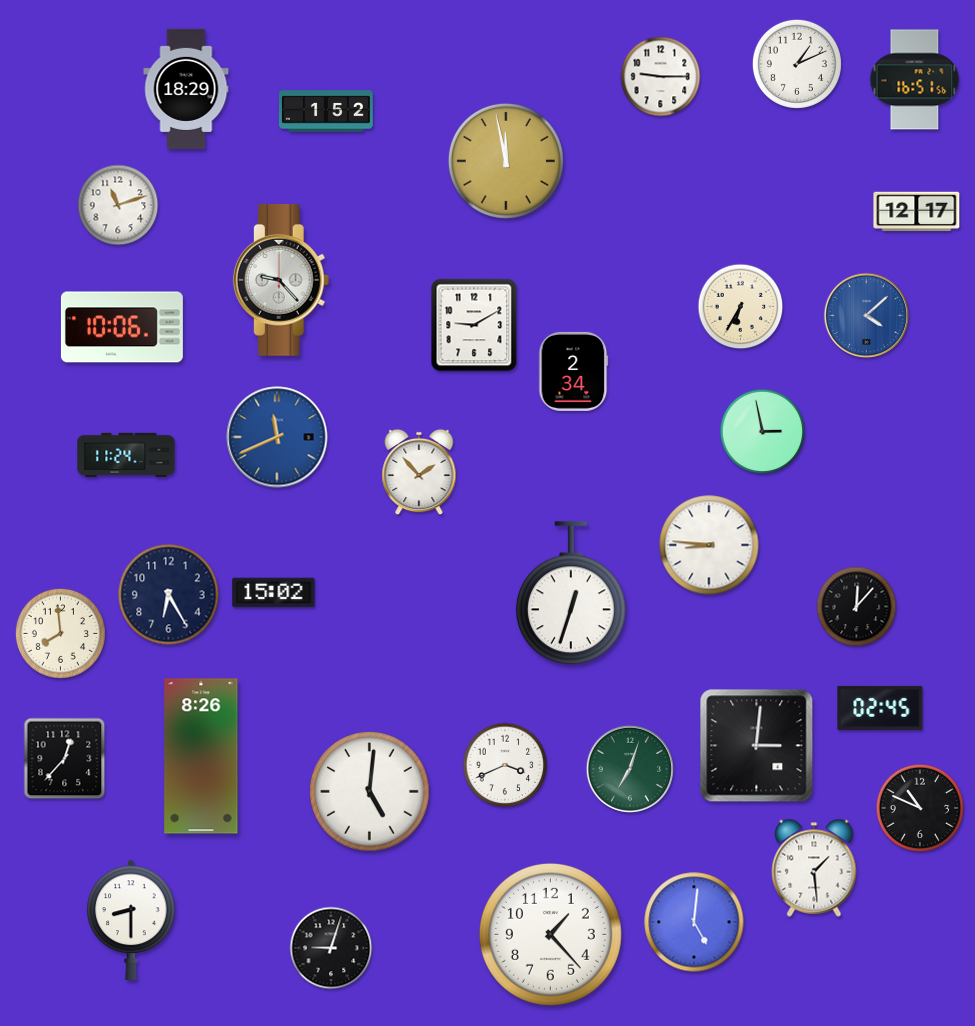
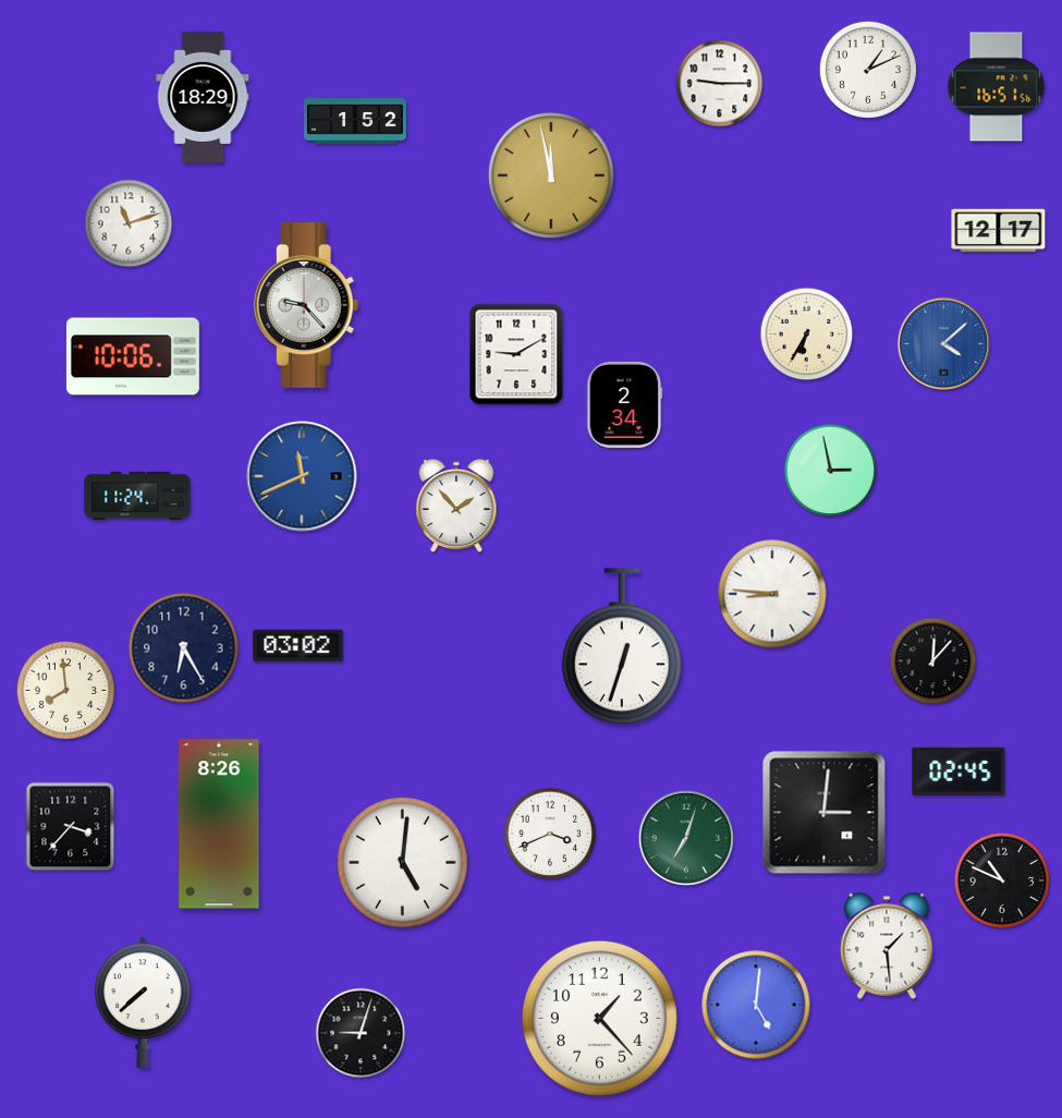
clock at (419, 472) position: (419, 472) -> (456, 506)
clock at (274, 593): 15:02 -> 03:02
clock at (65, 759): 12:37 -> 3:37
clock at (131, 920): 8:30 -> 7:38
